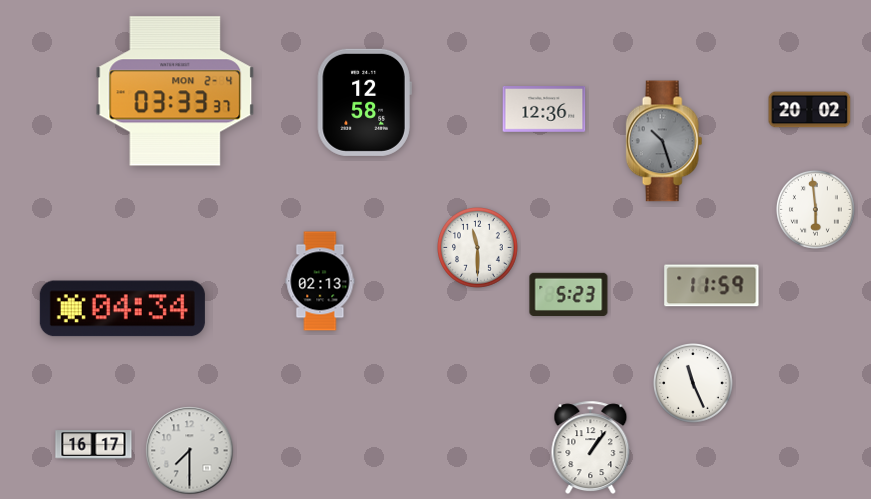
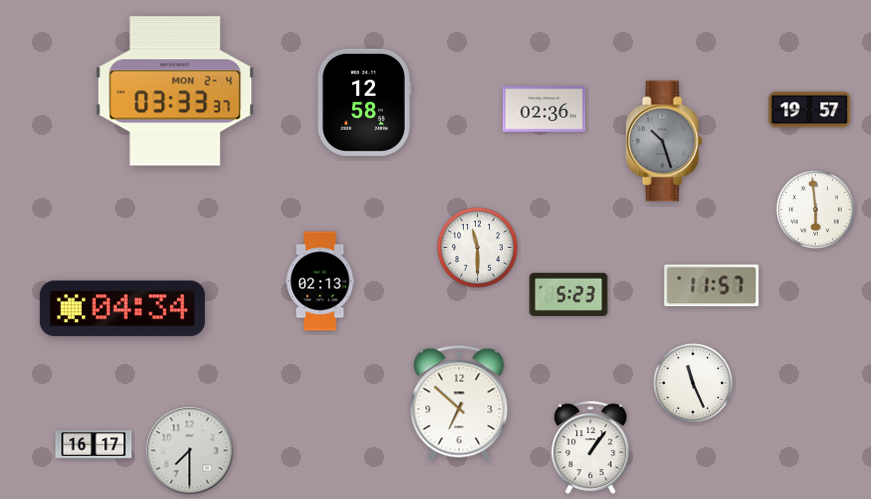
clock at (544, 110): 12:36 -> 02:36
clock at (810, 110): 20:02 -> 19:57
clock at (712, 286): 11:59 -> 11:57
clock at (459, 403): none -> 6:52
